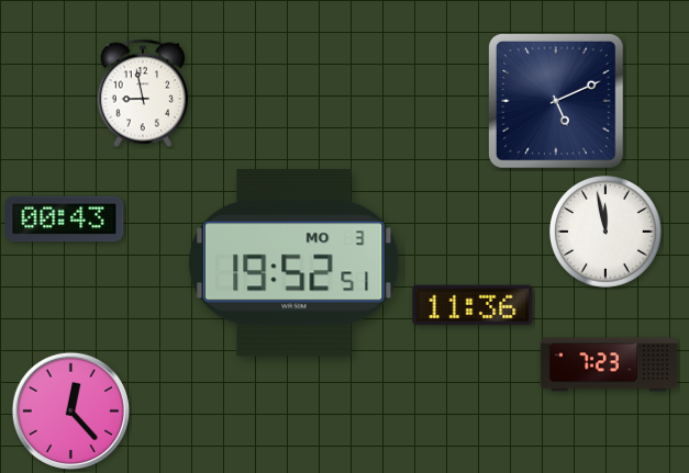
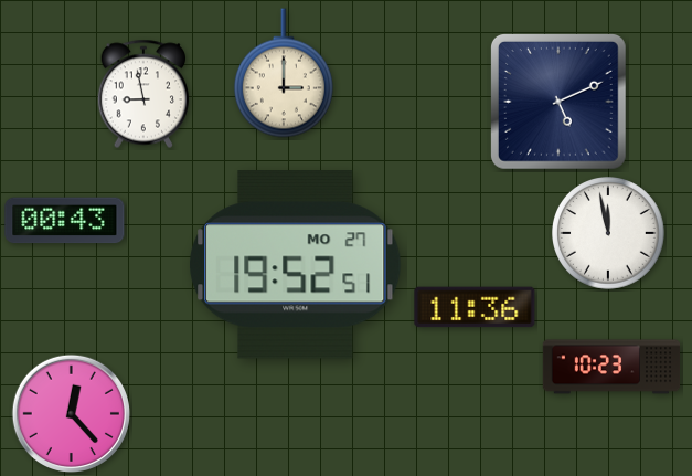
clock at (284, 73): none -> 3:00
clock at (295, 263) date: MO 3 -> MO 27
clock at (609, 364): 7:23 -> 10:23
